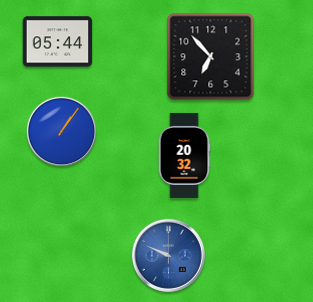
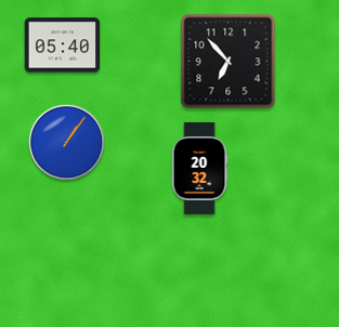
clock at (58, 42): 05:44 -> 05:40
clock at (168, 255): 9:49 -> none
